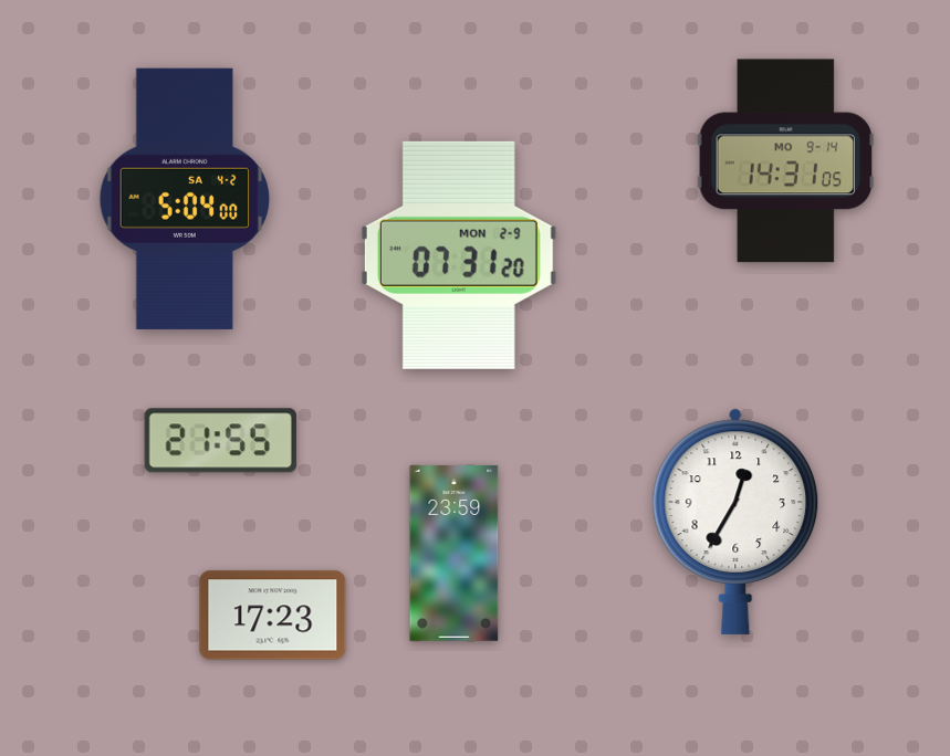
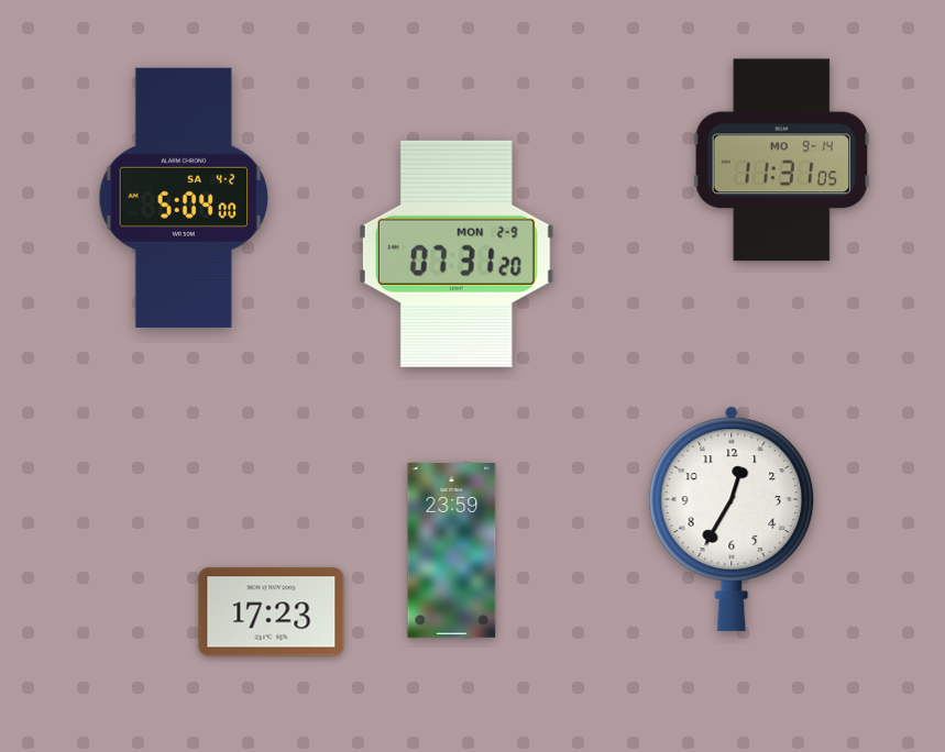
clock at (786, 161): 14:31 -> 11:31
clock at (220, 441): 21:55 -> none
